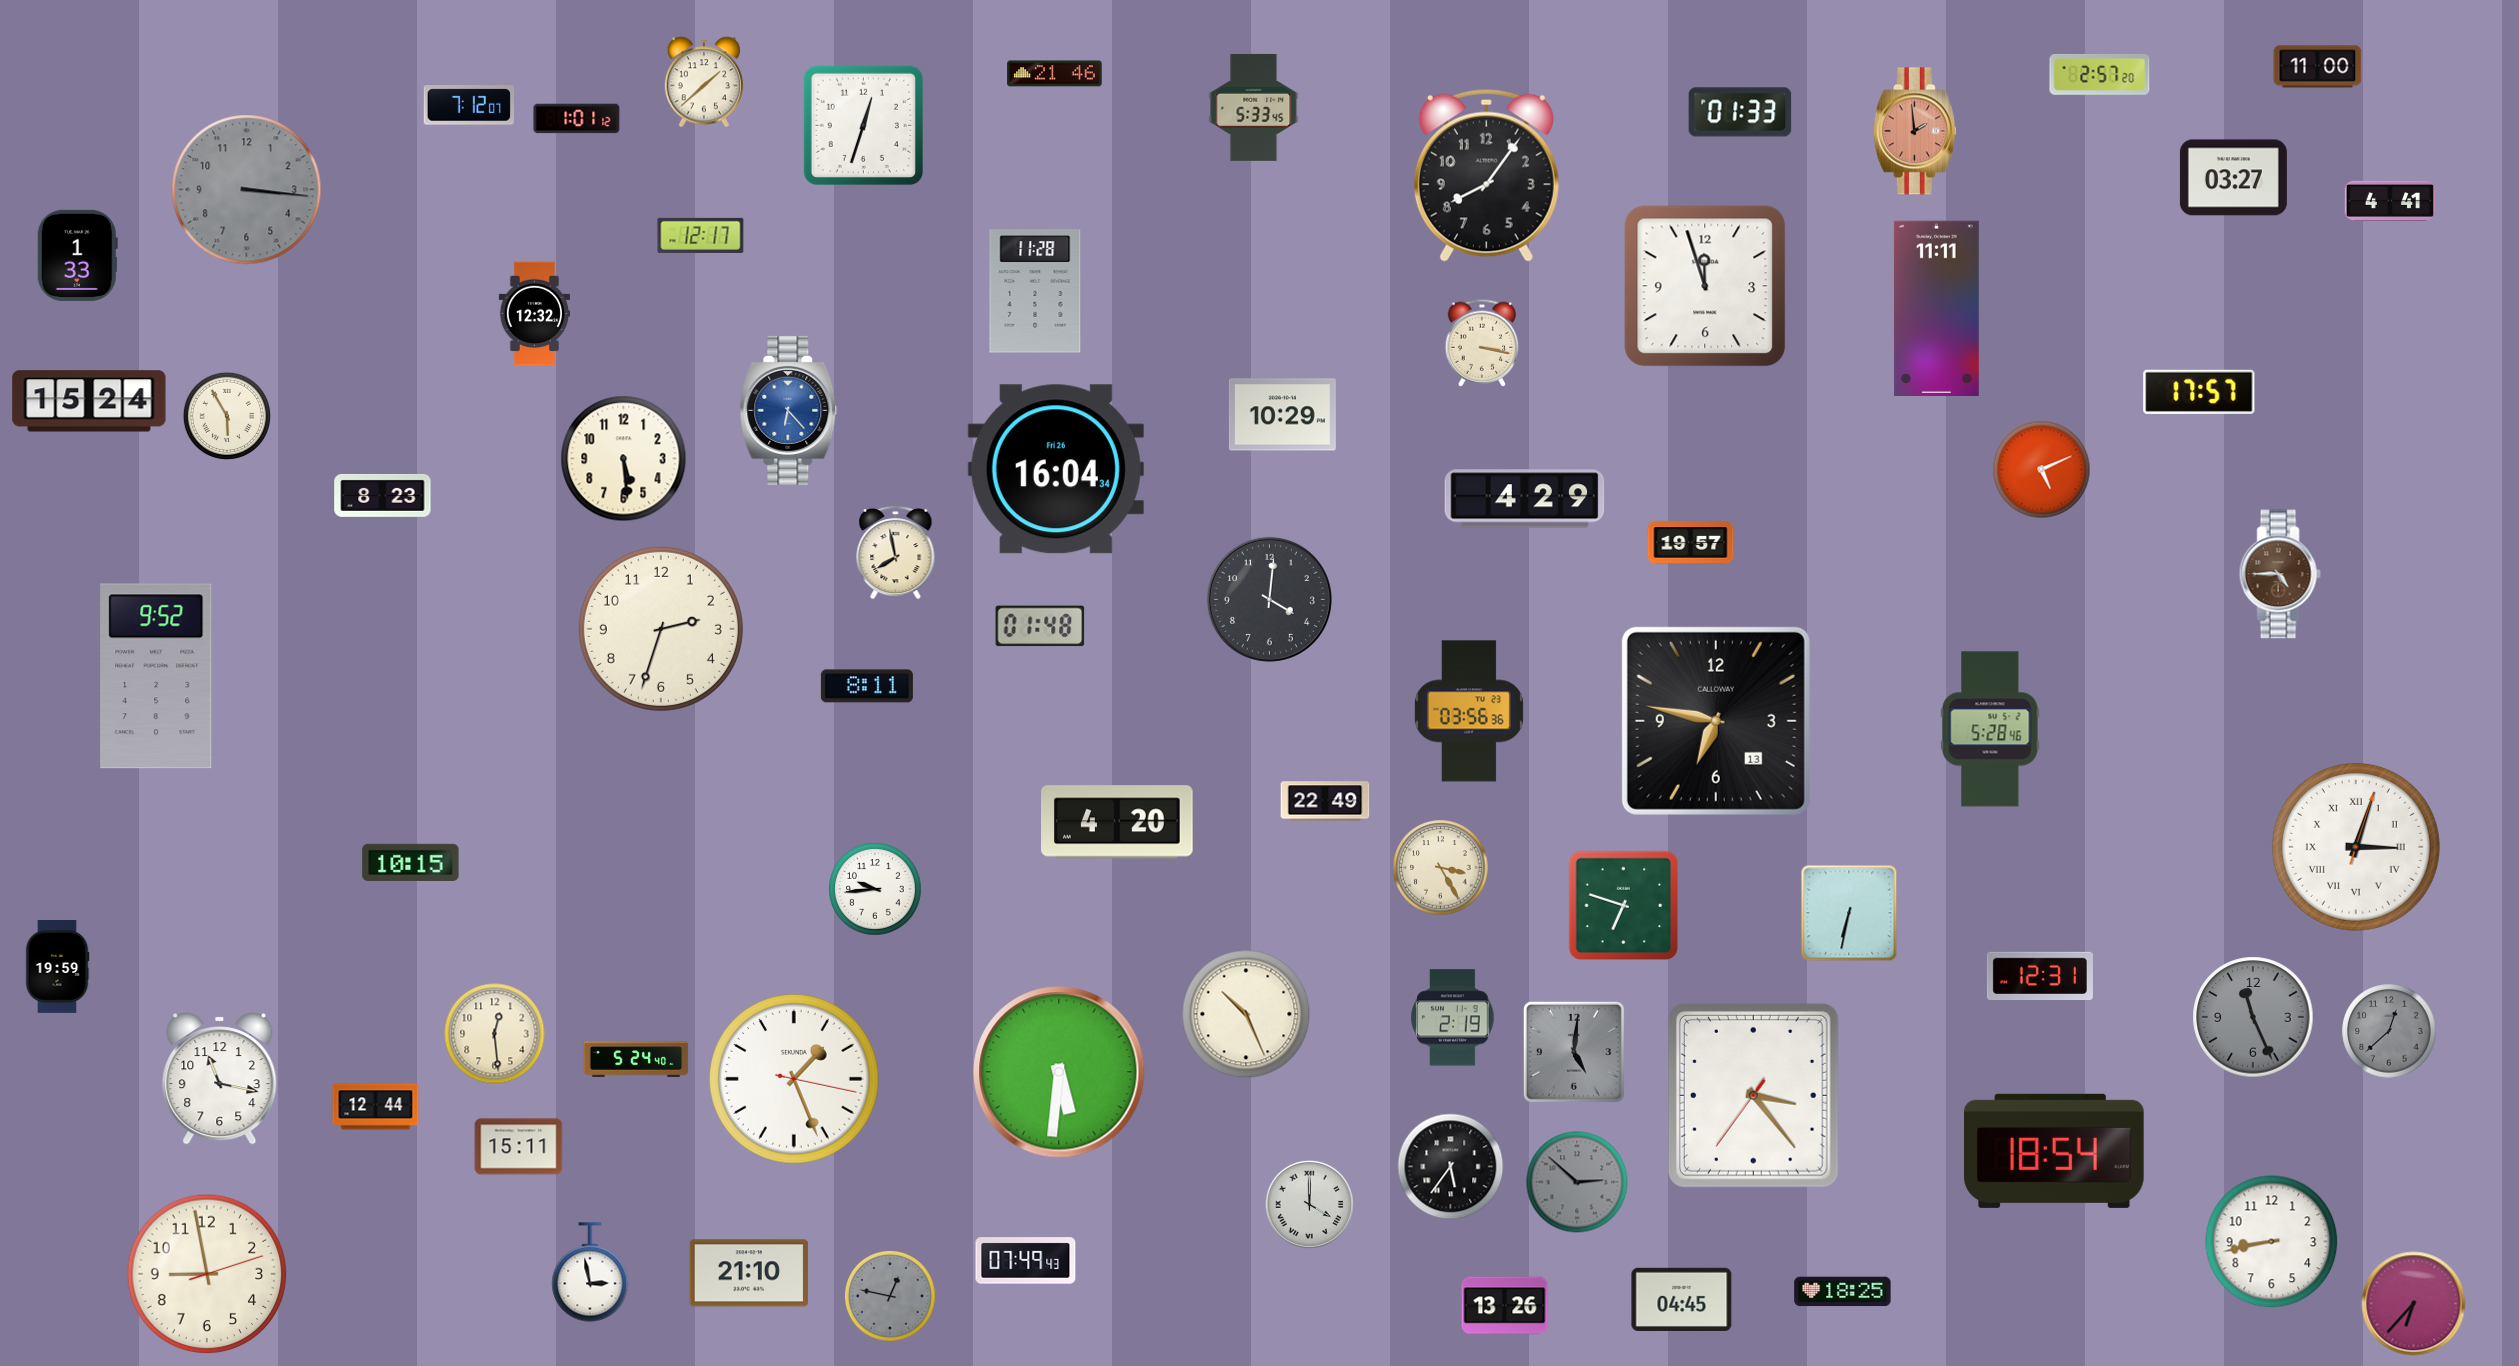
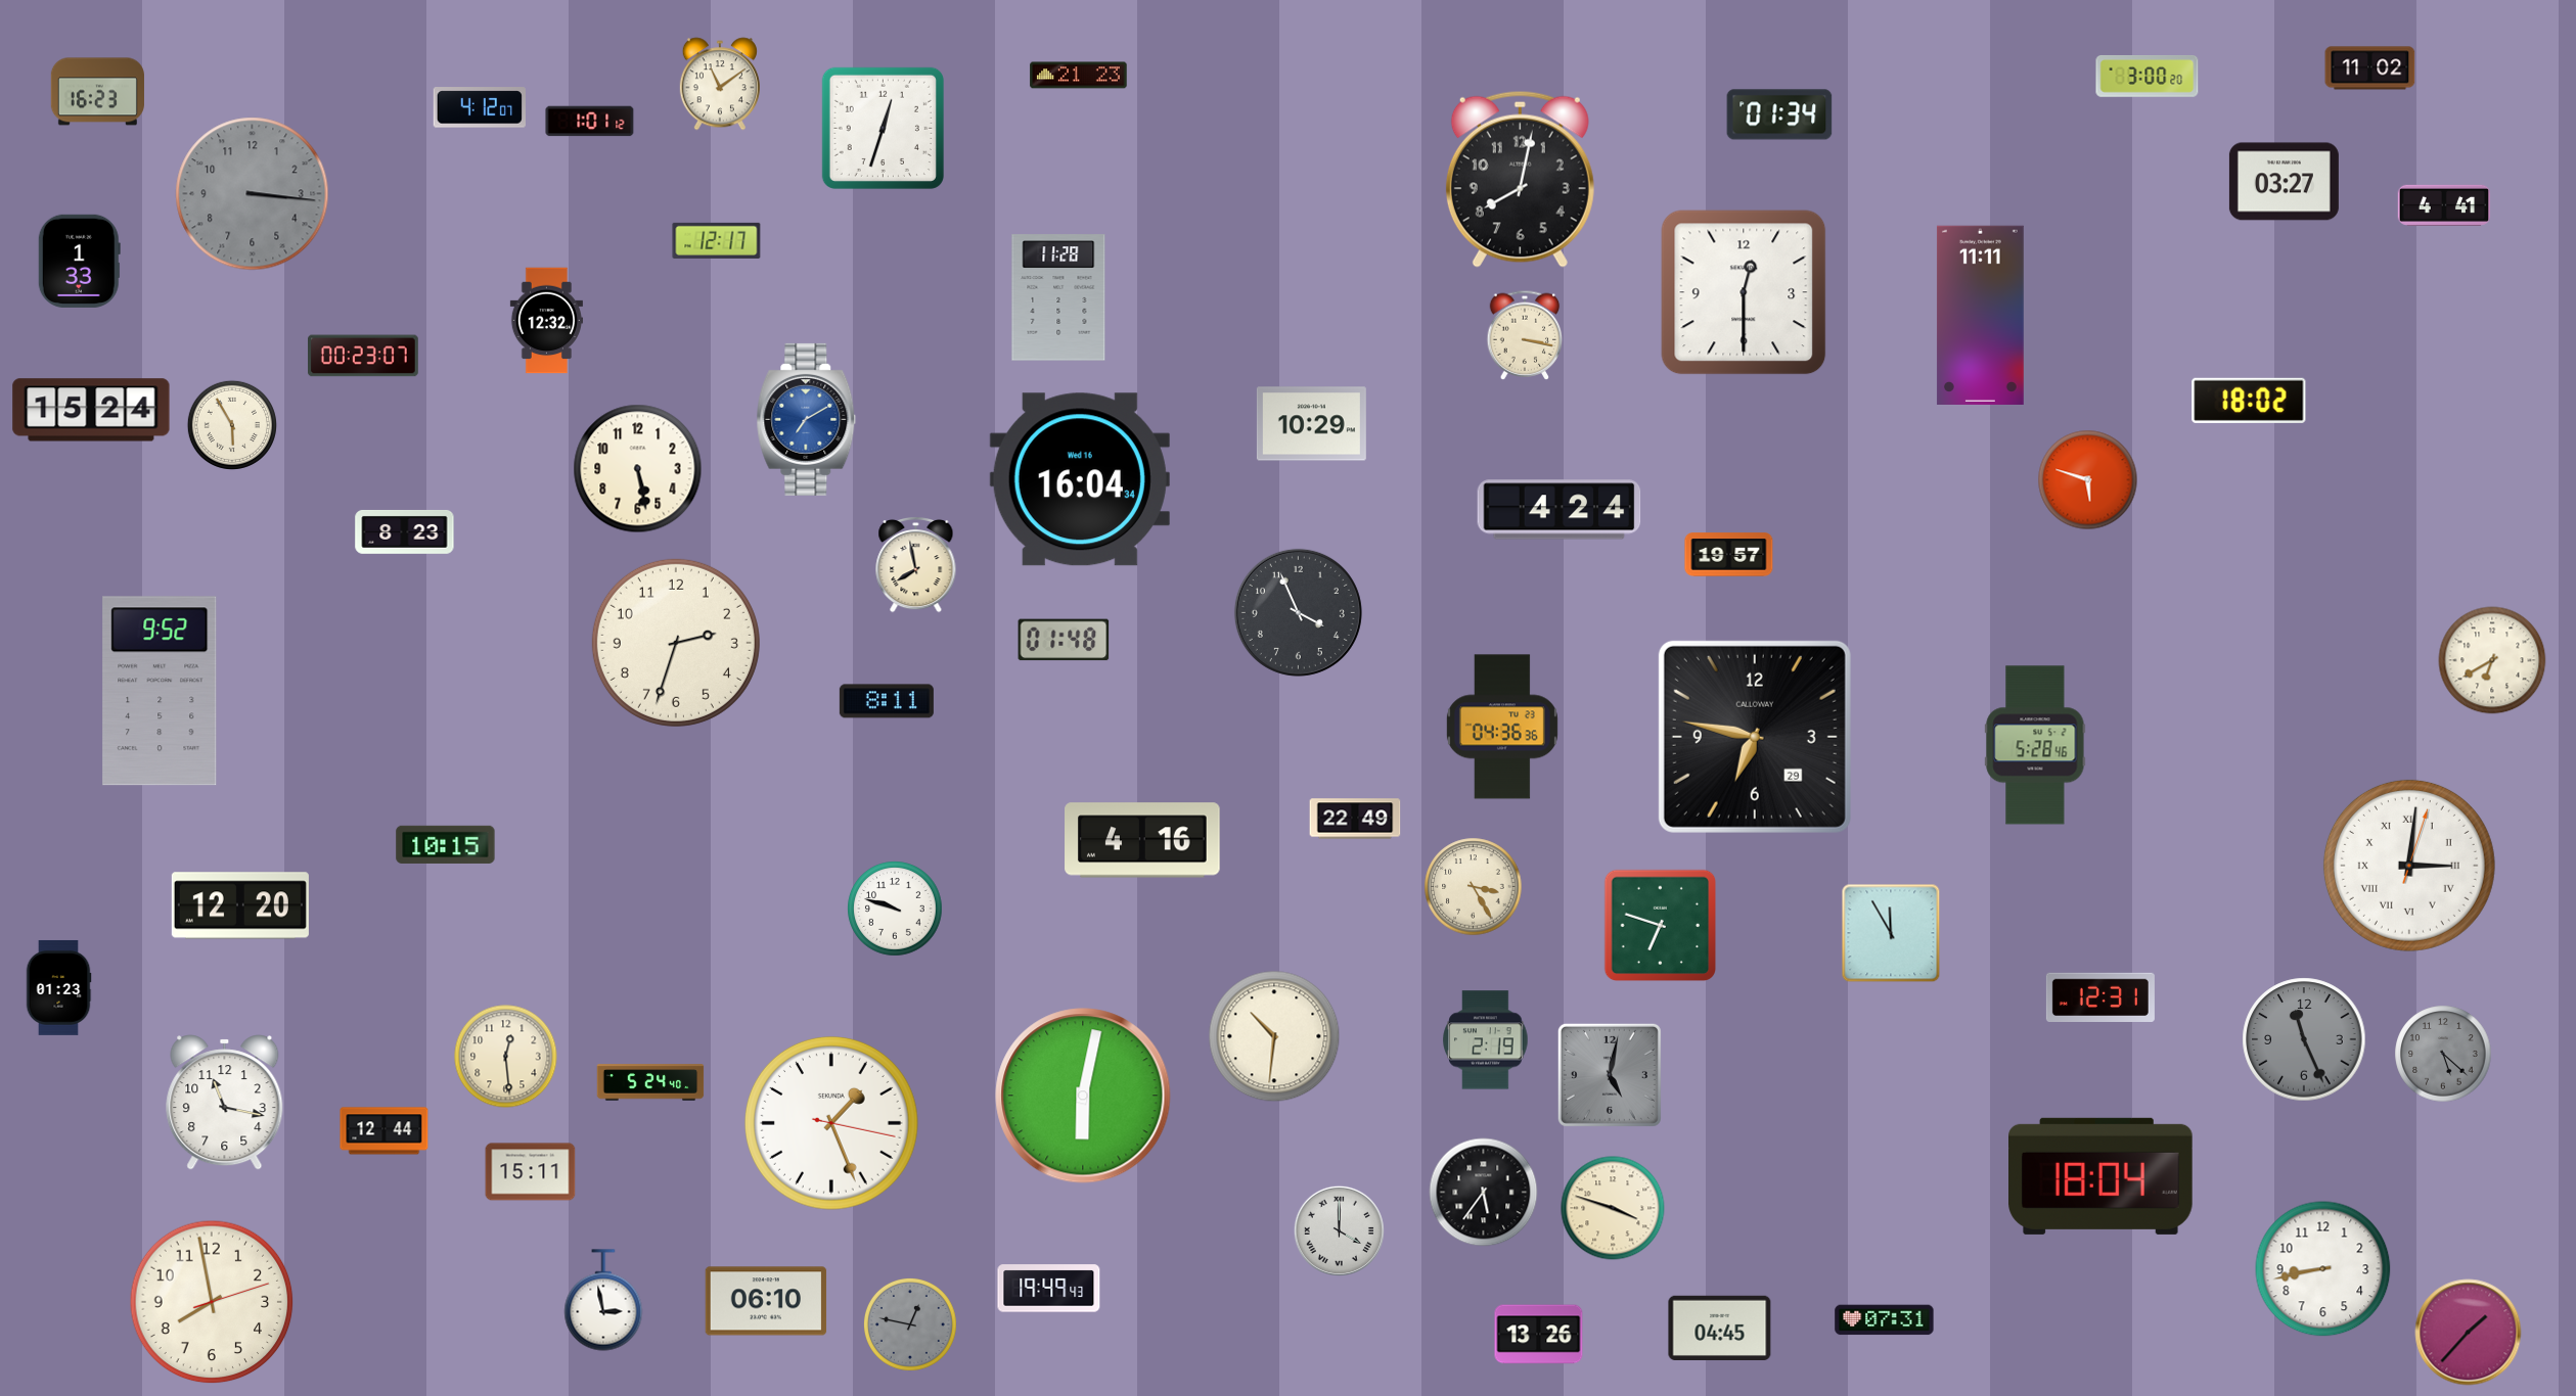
clock at (2318, 67): 11:00 -> 11:02
clock at (1055, 74): 21:46 -> 21:23
clock at (2100, 75): 2:57 -> 3:00
clock at (704, 82): 1:38 -> 11:09
clock at (97, 92): none -> 16:23
clock at (468, 105): 7:12 -> 4:12
clock at (1254, 107): 5:33 -> none
clock at (1740, 112): 01:33 -> 01:34
clock at (1915, 131): 1:59 -> none
clock at (1486, 175): 8:06 -> 8:02
clock at (1705, 286): 11:57 -> 12:30
clock at (1482, 343) position: (1482, 343) -> (1525, 335)
clock at (364, 356): none -> 00:23
clock at (2199, 392): 17:57 -> 18:02
clock at (789, 410): 6:23 -> 7:10
clock at (624, 459): 5:29 -> 5:28
clock at (1056, 469) date: Fri 26 -> Wed 16
clock at (2042, 470): 5:11 -> 5:48
clock at (383, 495) position: (383, 495) -> (405, 531)
clock at (1525, 499): 4:29 -> 4:24
clock at (2280, 574): 4:45 -> none
clock at (1269, 599): 4:01 -> 3:56
clock at (2492, 660): none -> 6:40
clock at (1469, 711): 03:56 -> 04:36
clock at (1716, 721) date: 13 -> 29
clock at (1117, 822): 4:20 -> 4:16
clock at (2356, 847): 3:03 -> 3:01
clock at (411, 862) position: (411, 862) -> (446, 844)
clock at (240, 905): none -> 12:20
clock at (875, 889): 9:44 -> 9:48
clock at (1849, 913): 6:32 -> 11:55
clock at (57, 966): 19:59 -> 01:23
clock at (2040, 975) position: (2040, 975) -> (2100, 996)
clock at (1246, 1014): 10:26 -> 10:31
clock at (2389, 1031): 12:38 -> 5:22
clock at (1574, 1052): 5:01 -> 5:02
clock at (1059, 1072): 5:31 -> 6:02
clock at (795, 1080) position: (795, 1080) -> (832, 1124)
clock at (1753, 1096): 3:23 -> none
clock at (2054, 1151): 18:54 -> 18:04
clock at (1577, 1182): 2:52 -> 3:48
clock at (1577, 1182) dial: grey -> cream
clock at (1026, 1261): 07:49 -> 19:49
clock at (749, 1273): 21:10 -> 06:10
clock at (207, 1274): 8:58 -> 7:58
clock at (1843, 1292): 18:25 -> 07:31
clock at (2414, 1304): 6:37 -> 1:37
